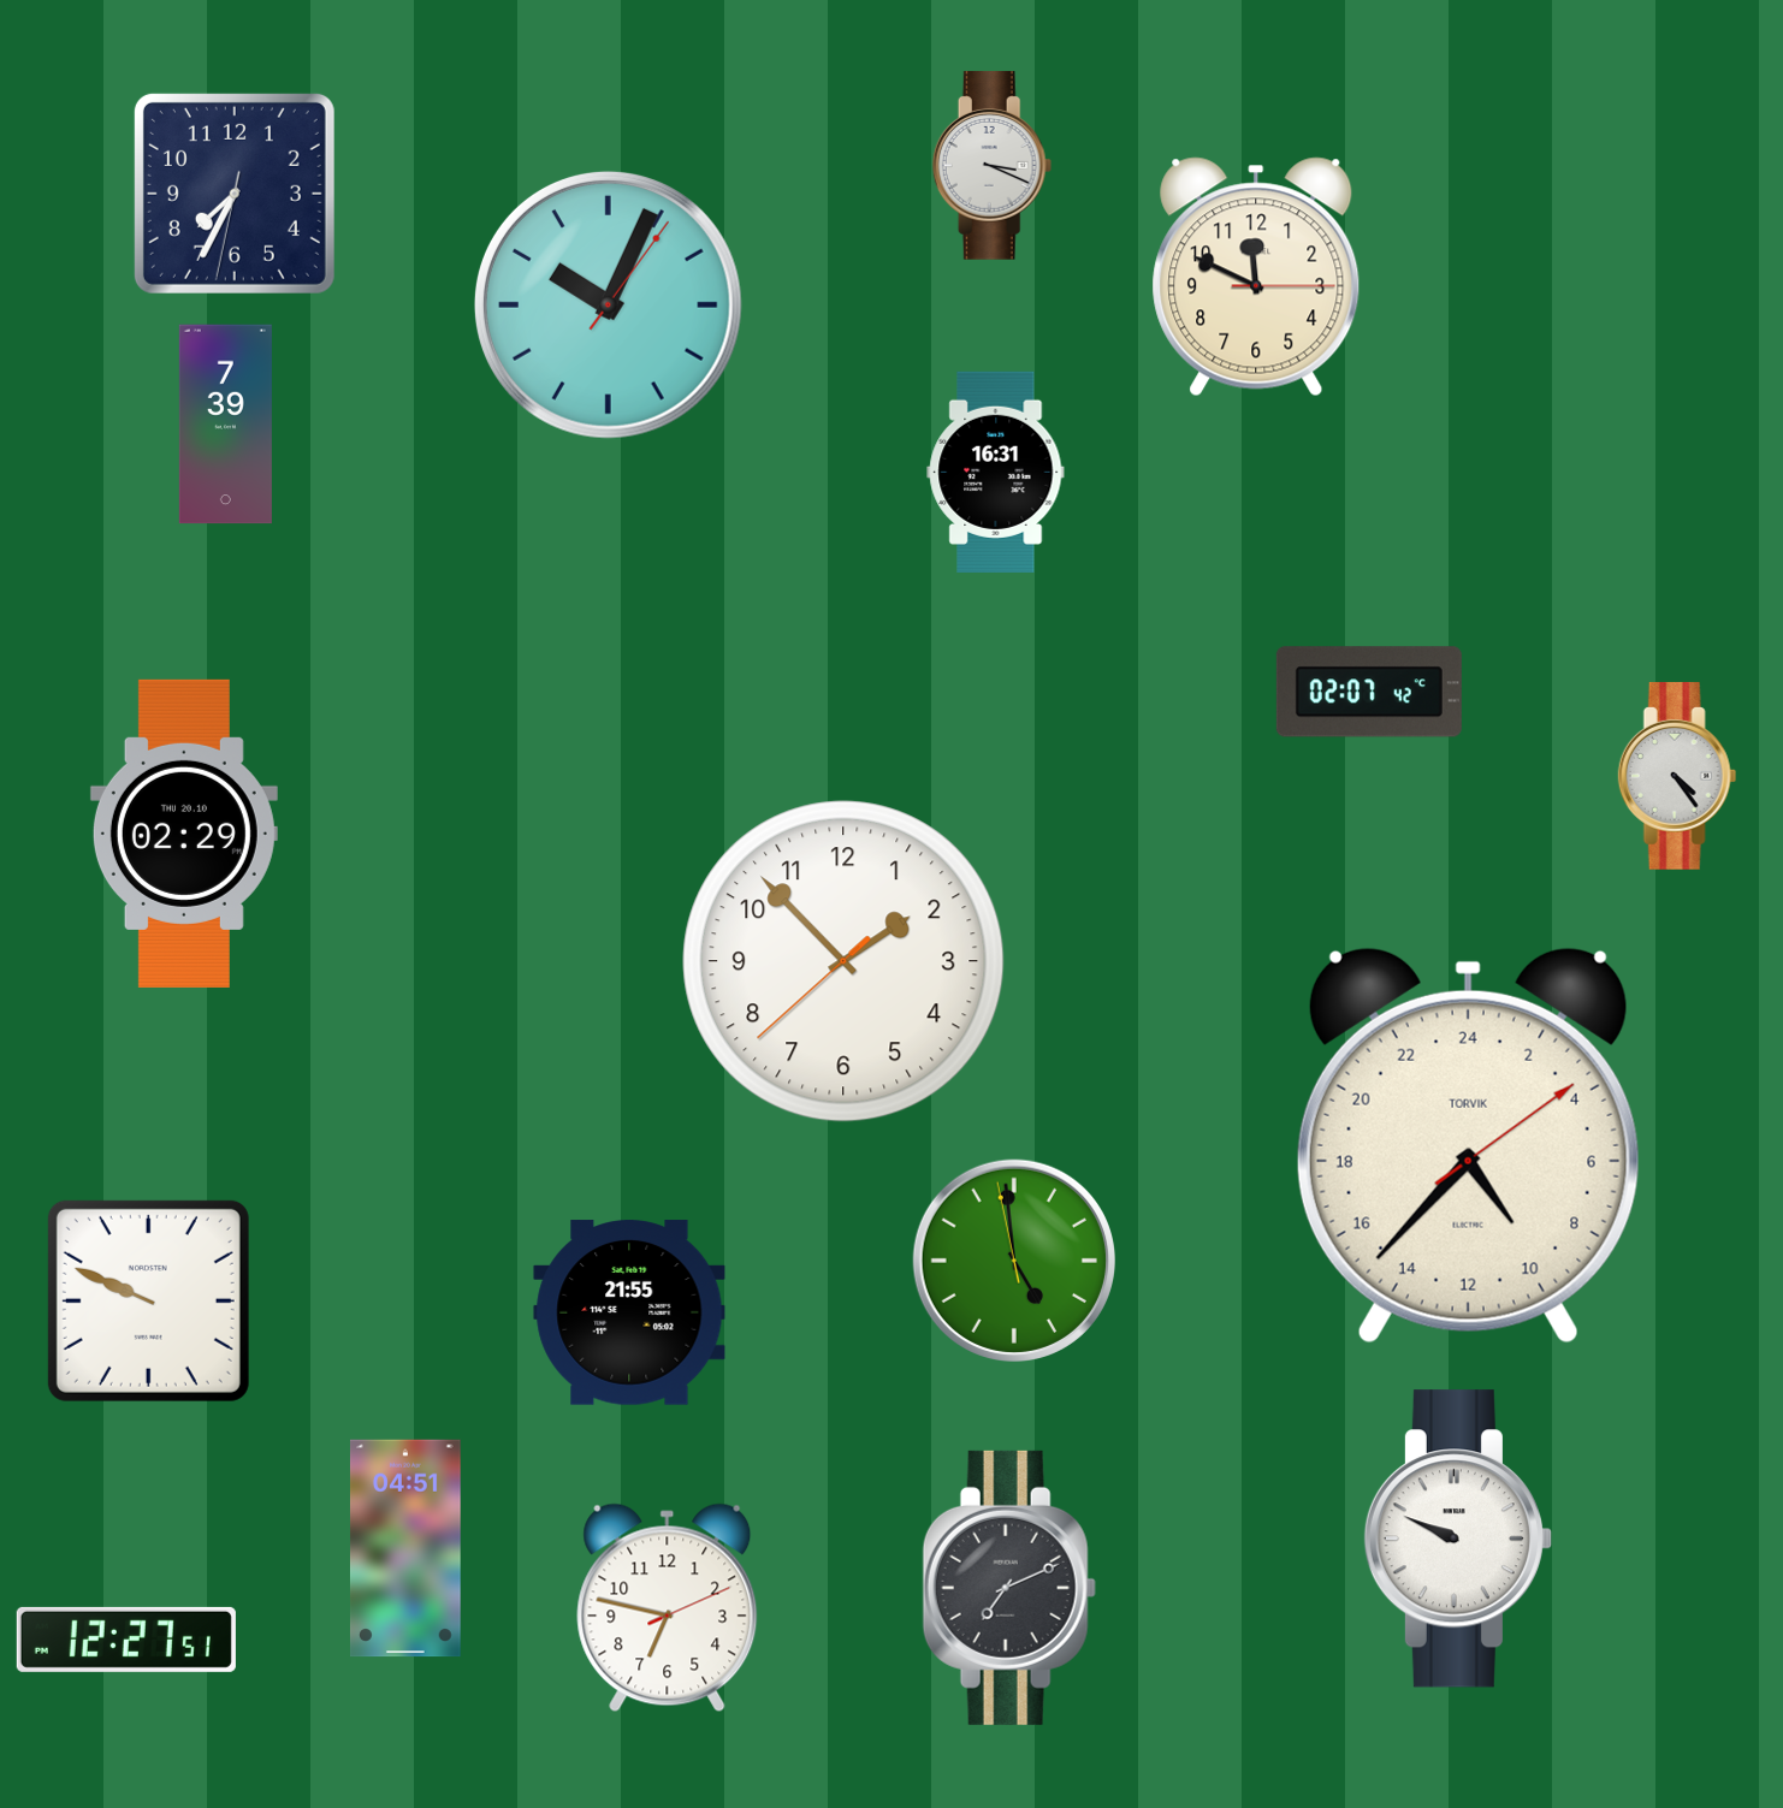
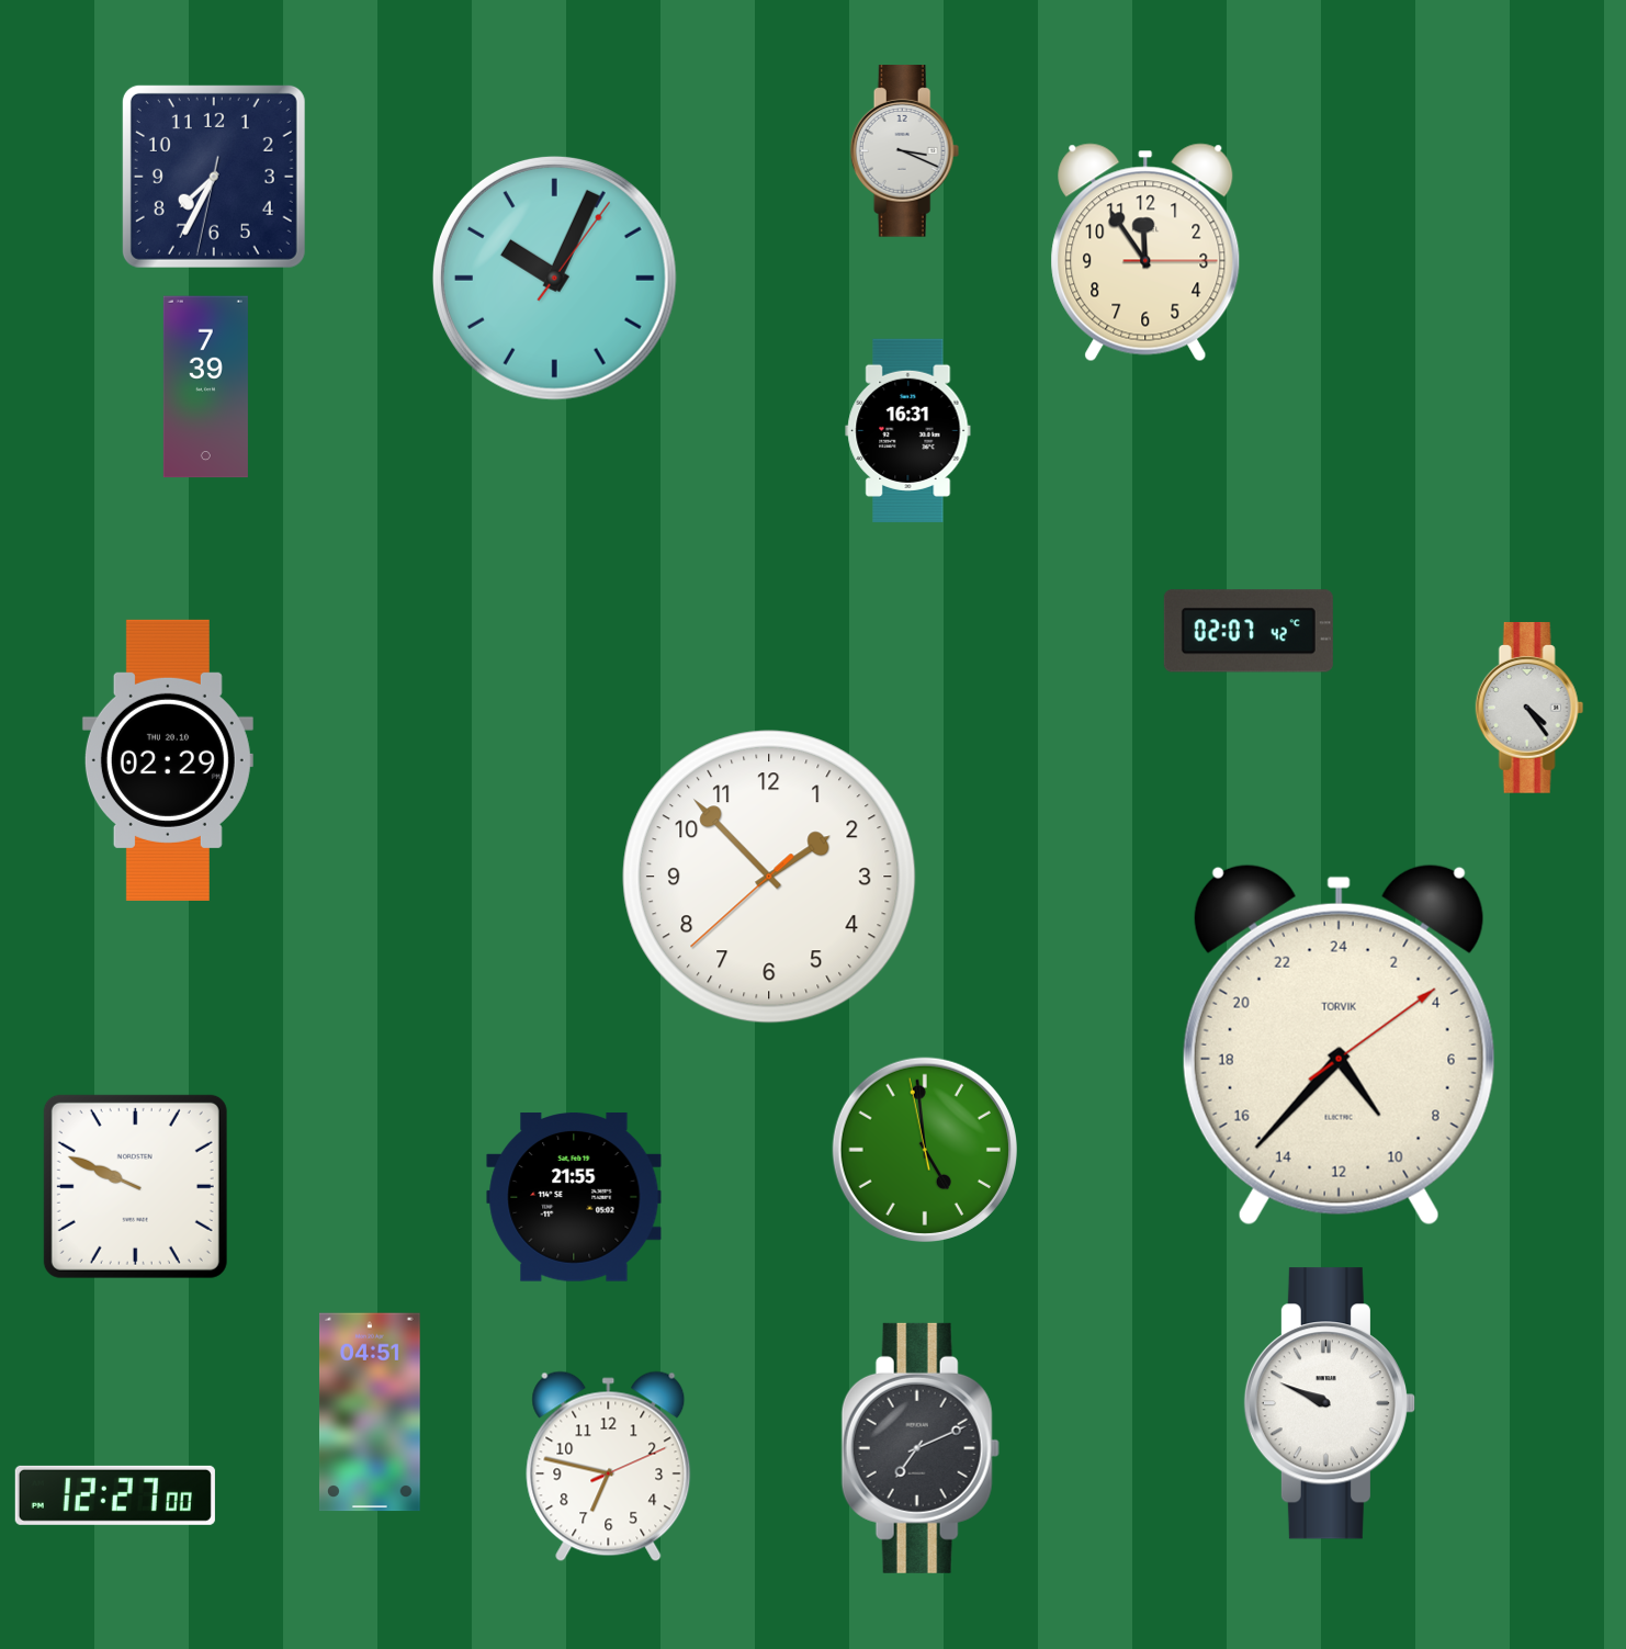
clock at (1256, 277): 11:49 -> 11:54
clock at (126, 1640): 12:27:51 -> 12:27:00
